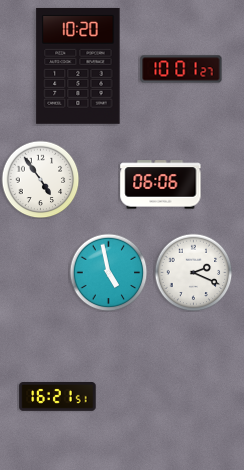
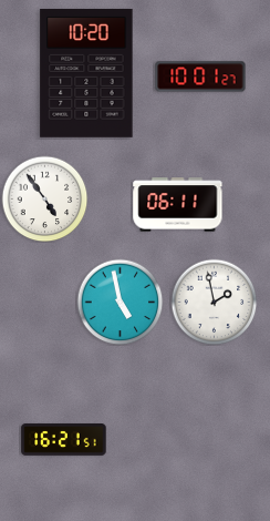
clock at (161, 185): 06:06 -> 06:11
clock at (193, 272): 2:19 -> 1:58
